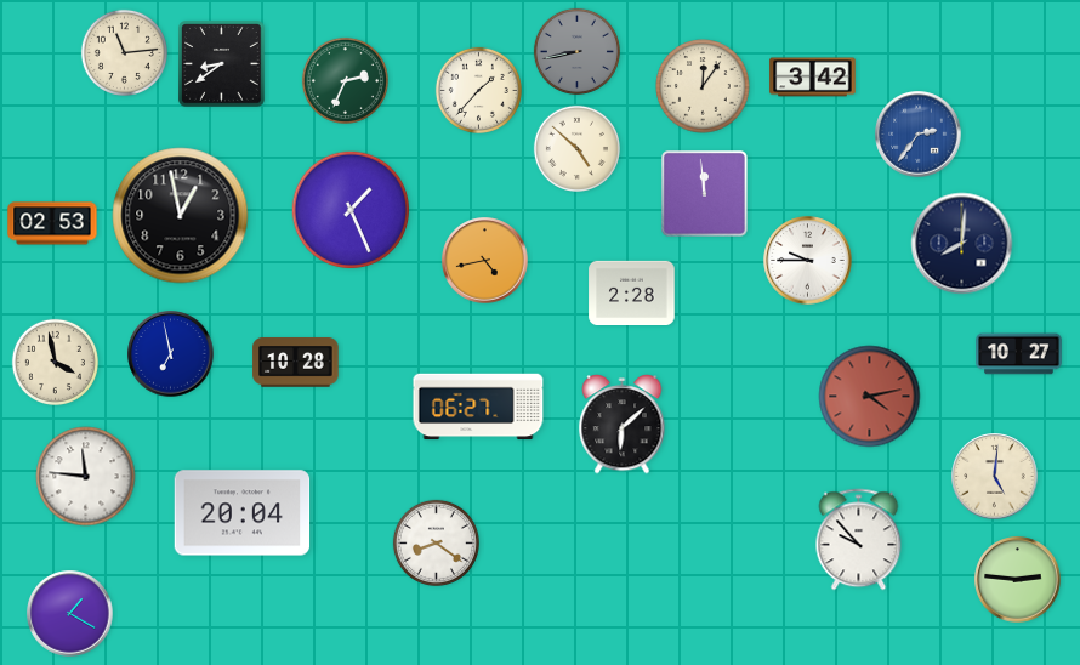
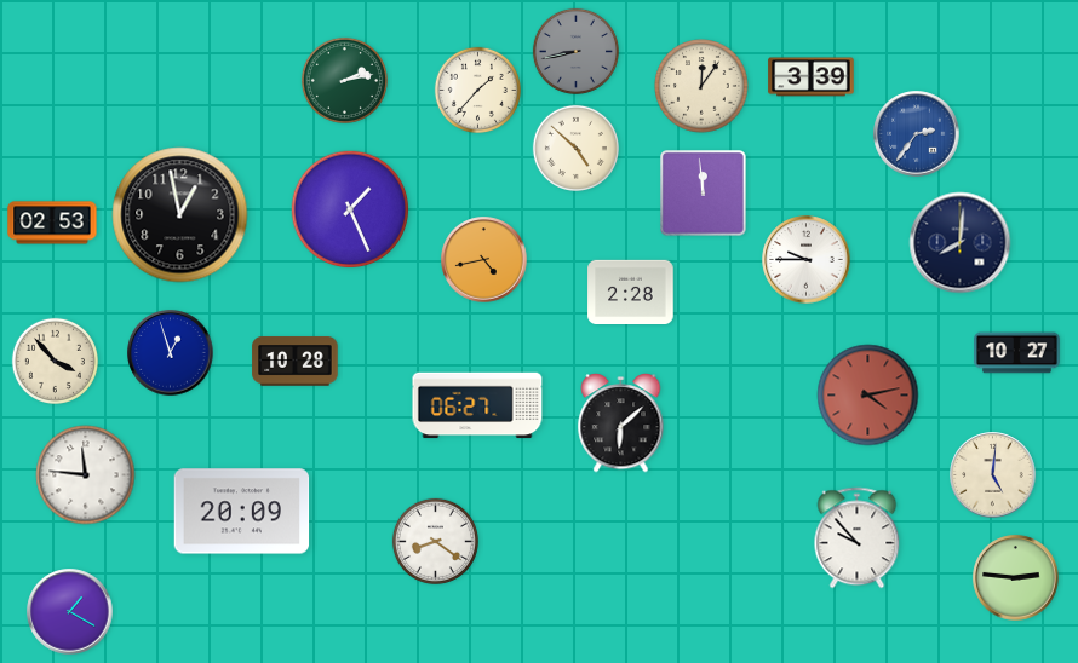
clock at (124, 52): 11:14 -> none
clock at (222, 64): 8:39 -> none
clock at (813, 78): 3:42 -> 3:39
clock at (345, 80): 2:34 -> 2:13
clock at (171, 354): 6:58 -> 12:57
clock at (55, 362): 3:58 -> 3:53
clock at (243, 513): 20:04 -> 20:09
